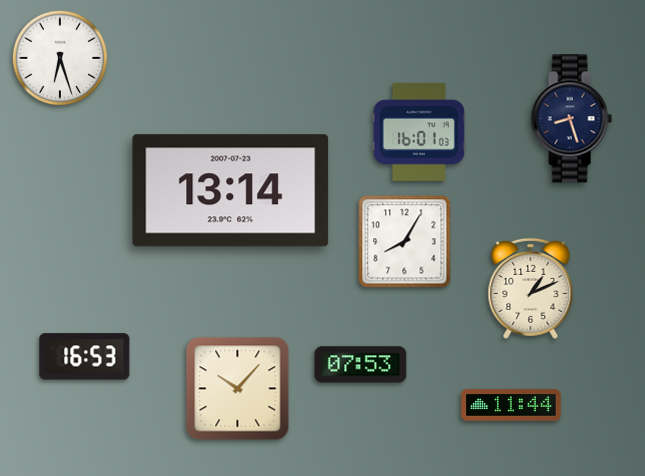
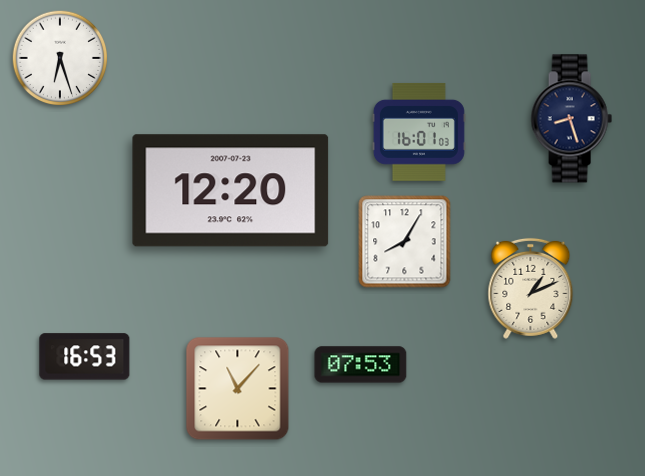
clock at (231, 191): 13:14 -> 12:20
clock at (238, 389): 10:07 -> 11:07
clock at (511, 405): 11:44 -> none
